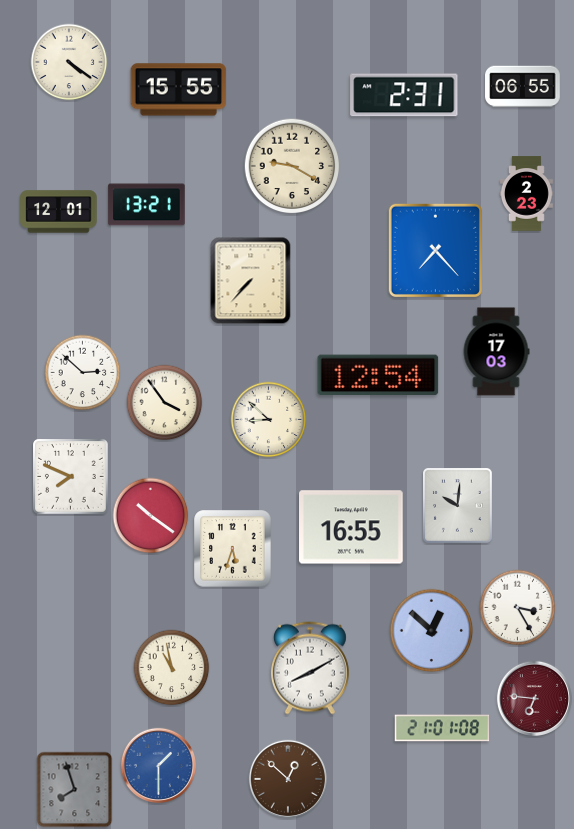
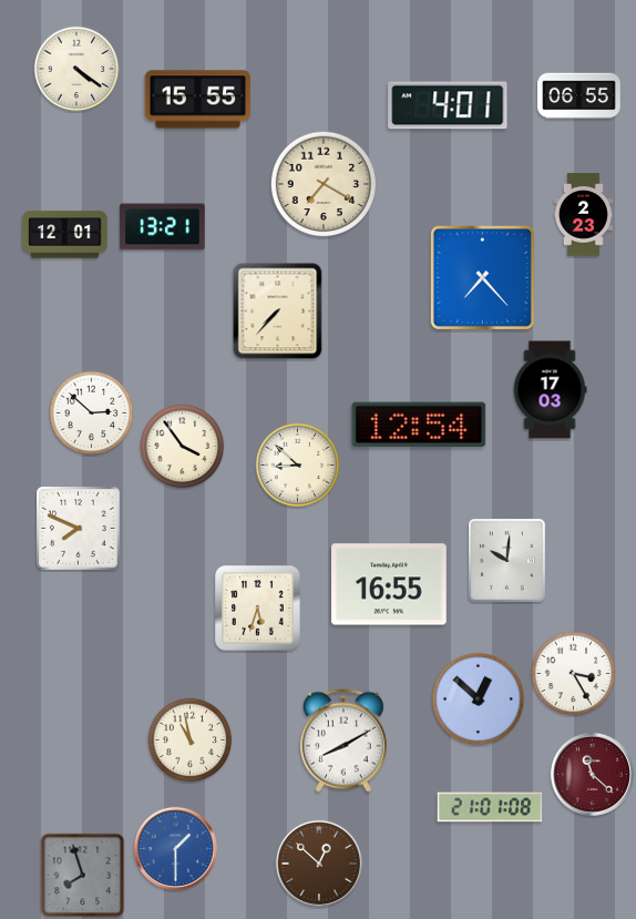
clock at (404, 95): 2:31 -> 4:01
clock at (292, 166): 9:20 -> 7:20
clock at (378, 375) position: (378, 375) -> (419, 425)
clock at (151, 516): 10:21 -> none
clock at (534, 698): 6:46 -> 11:22
